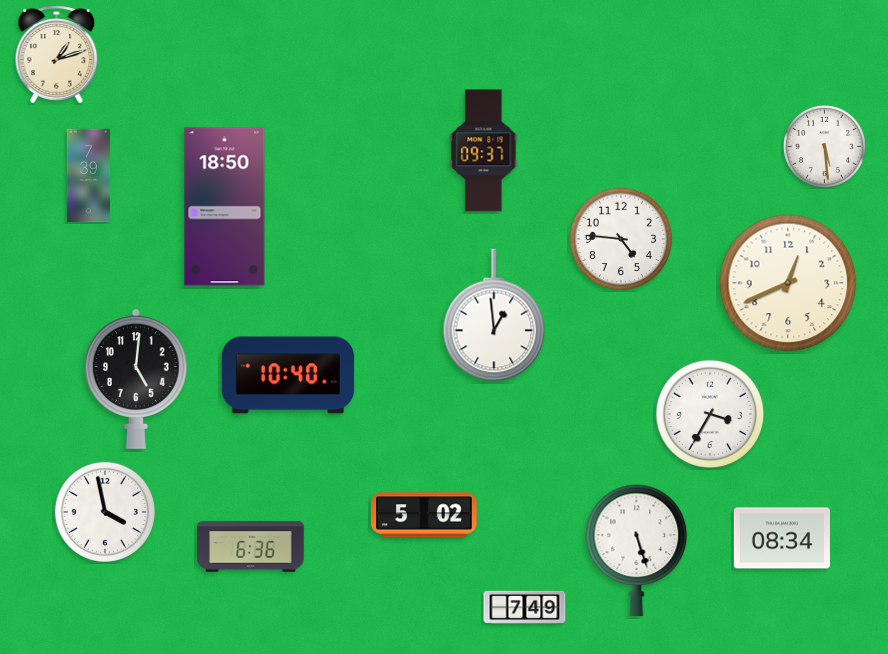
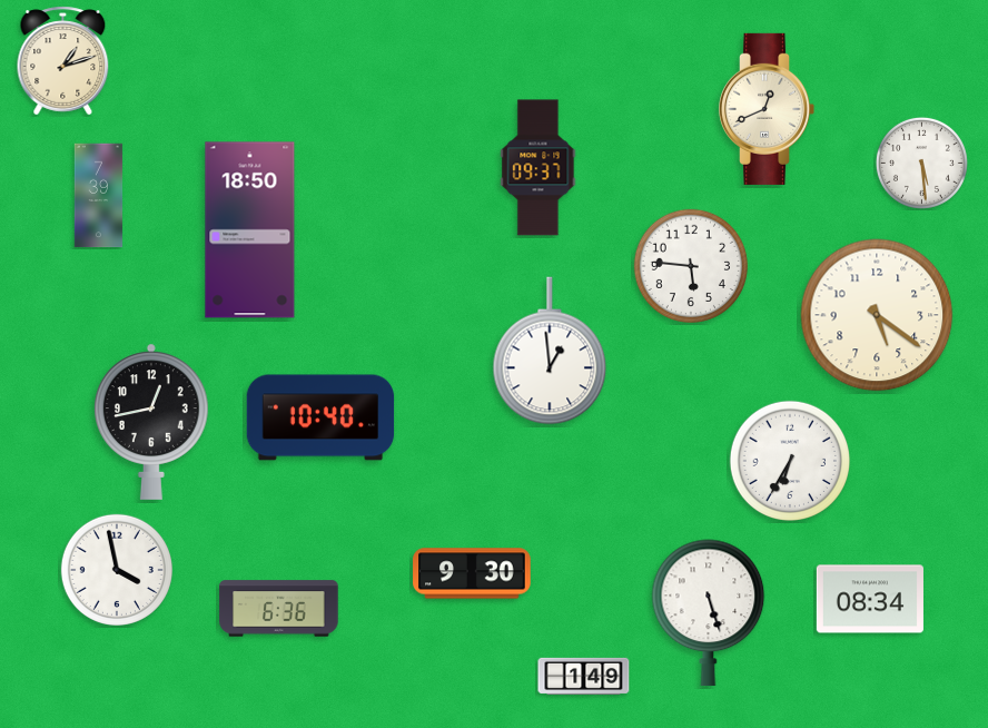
clock at (767, 109): none -> 12:41
clock at (824, 146) position: (824, 146) -> (921, 163)
clock at (621, 239): 4:46 -> 5:46
clock at (788, 283): 12:41 -> 5:21
clock at (136, 379): 5:01 -> 12:43
clock at (709, 413): 3:35 -> 6:35
clock at (424, 515): 5:02 -> 9:30
clock at (525, 607): 7:49 -> 1:49
